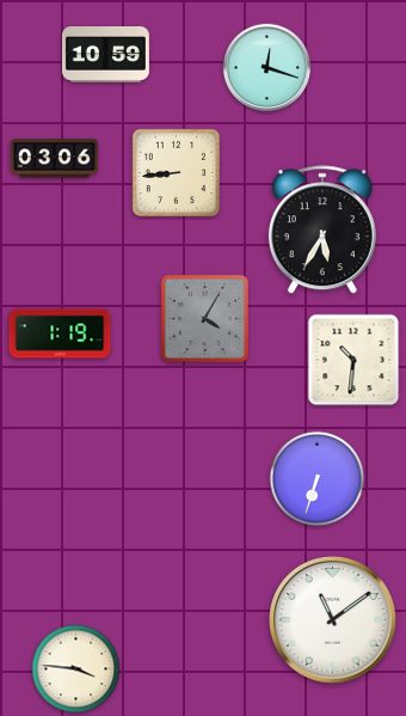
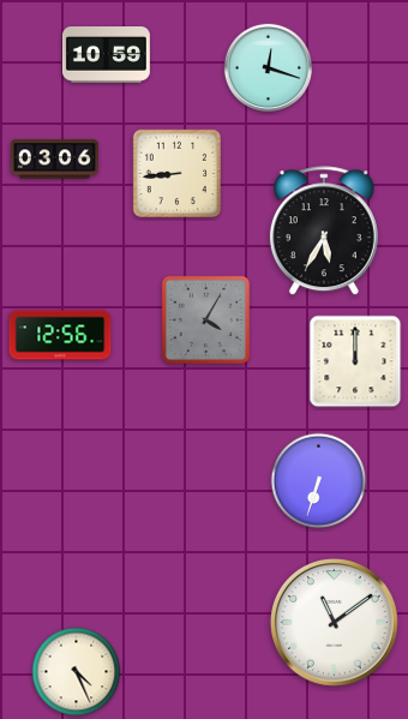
clock at (60, 333): 1:19 -> 12:56
clock at (353, 360): 10:31 -> 12:00
clock at (76, 669): 3:46 -> 4:26
